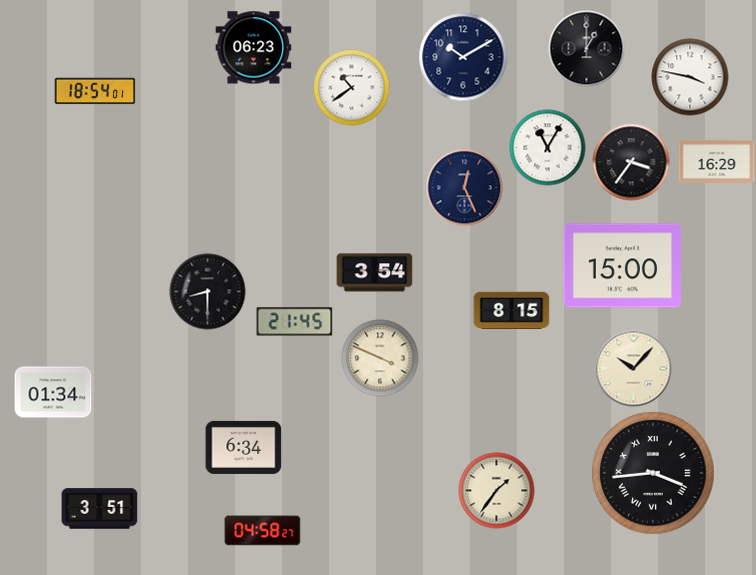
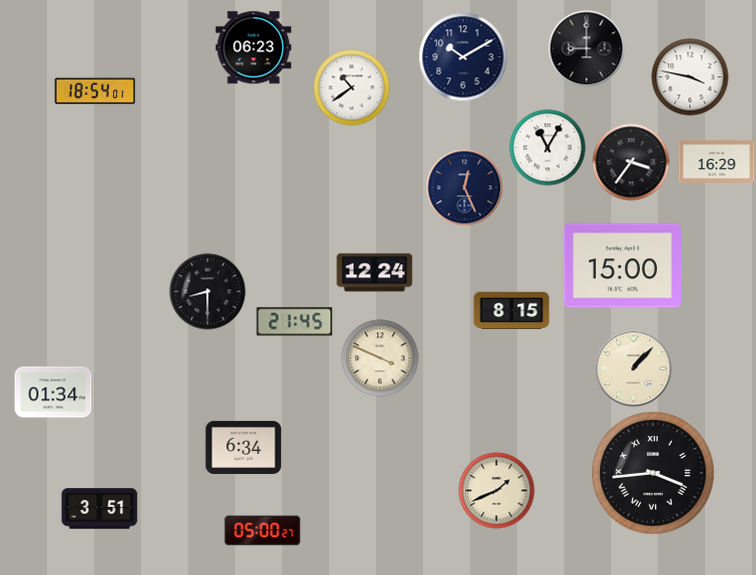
clock at (587, 49): 1:00 -> 9:00
clock at (375, 273): 3:54 -> 12:24
clock at (634, 369): 10:07 -> 1:07
clock at (497, 491): 1:36 -> 1:41
clock at (263, 531): 04:58 -> 05:00
